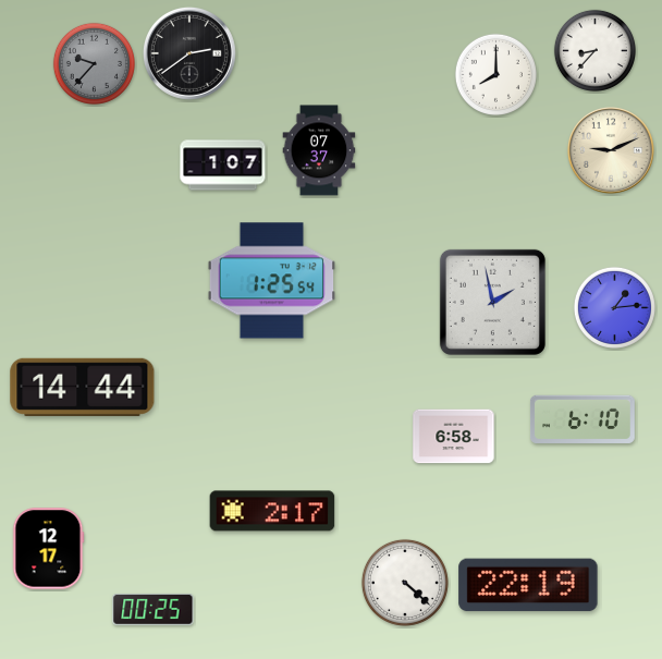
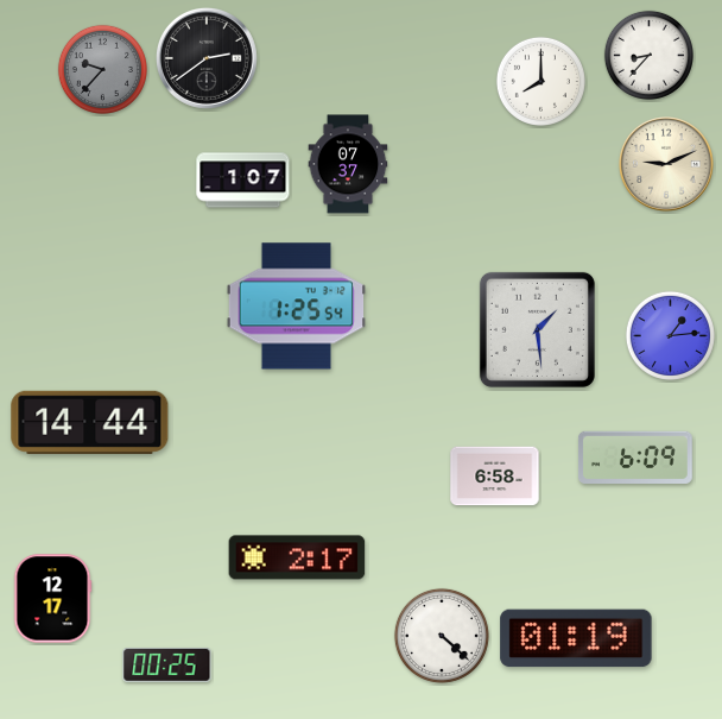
clock at (492, 302): 1:58 -> 1:29
clock at (583, 419): 6:10 -> 6:09
clock at (528, 585): 22:19 -> 01:19
